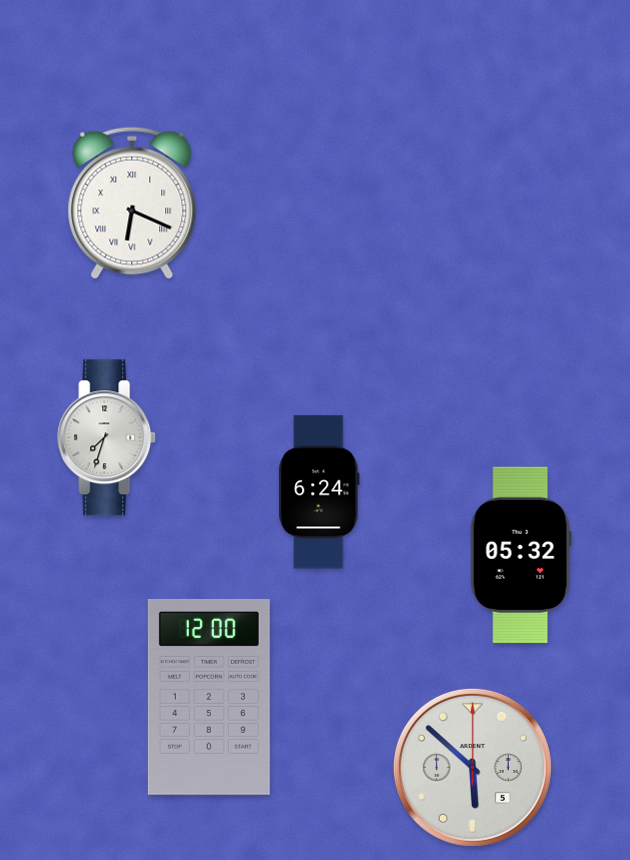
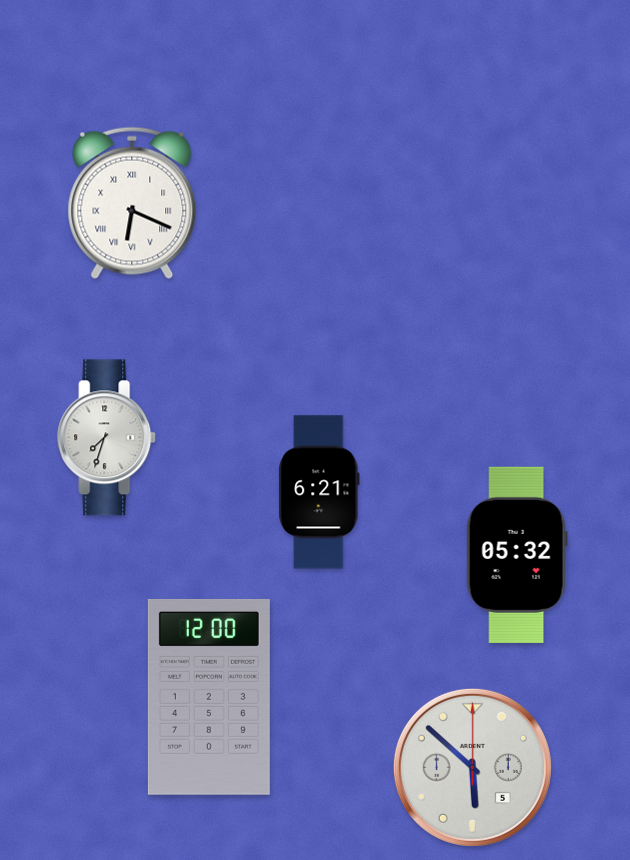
clock at (319, 492): 6:24 -> 6:21
clock at (521, 555) position: (521, 555) -> (517, 555)
